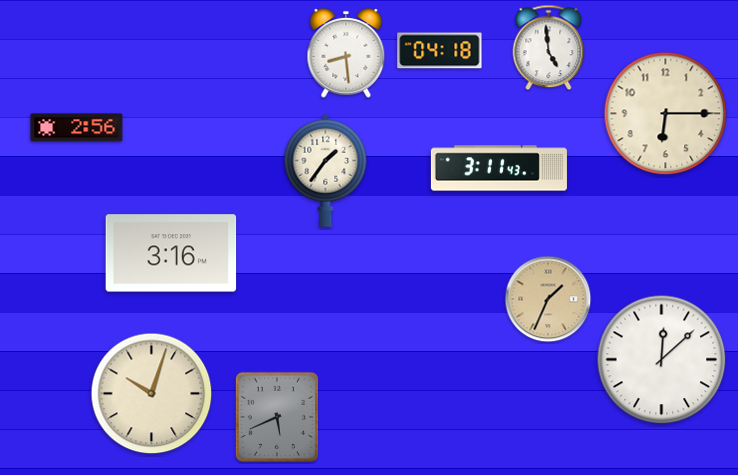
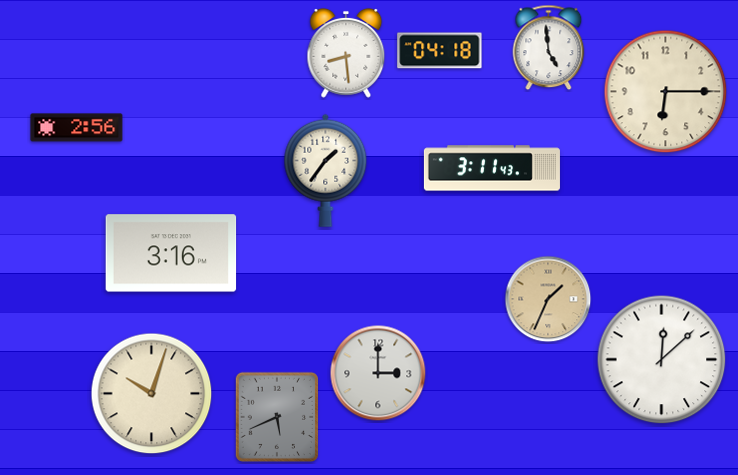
clock at (666, 114) position: (666, 114) -> (666, 92)
clock at (499, 168) position: (499, 168) -> (492, 168)
clock at (378, 373): none -> 3:00
